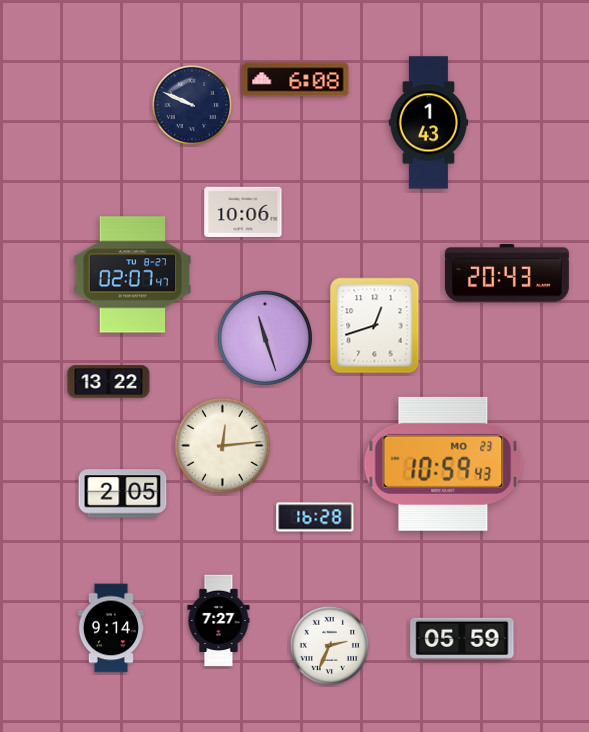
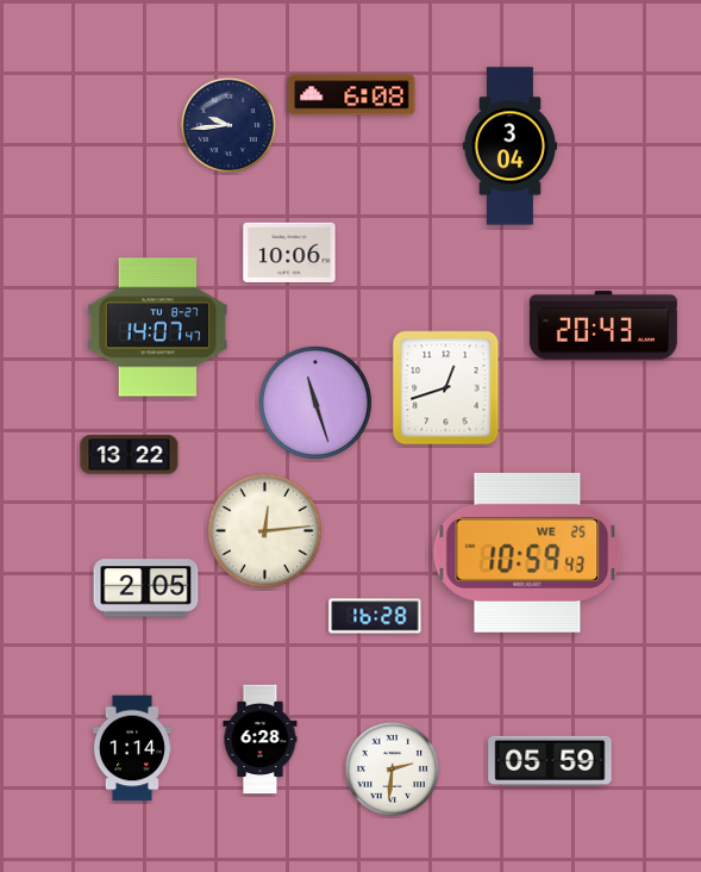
clock at (191, 104): 9:49 -> 9:44
clock at (428, 123): 1:43 -> 3:04
clock at (133, 275): 02:07 -> 14:07
clock at (443, 464) date: MO 23 -> WE 25
clock at (219, 621): 7:27 -> 6:28
clock at (111, 628): 9:14 -> 1:14
clock at (329, 645): 2:34 -> 2:31
